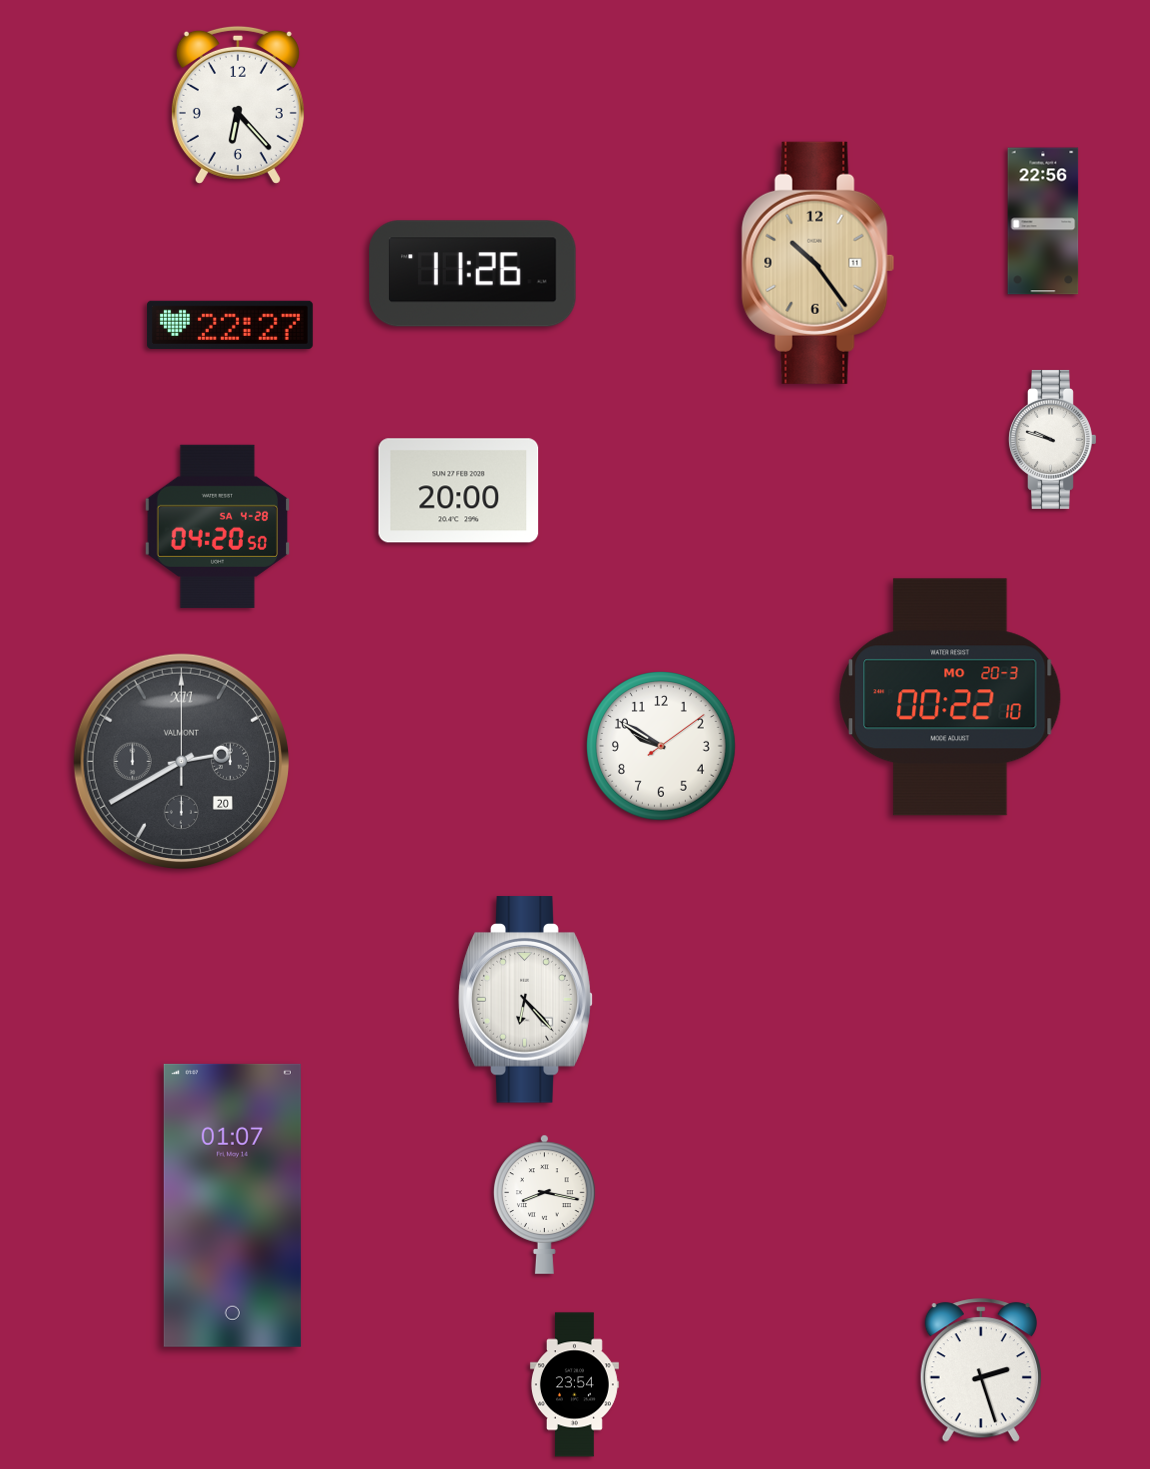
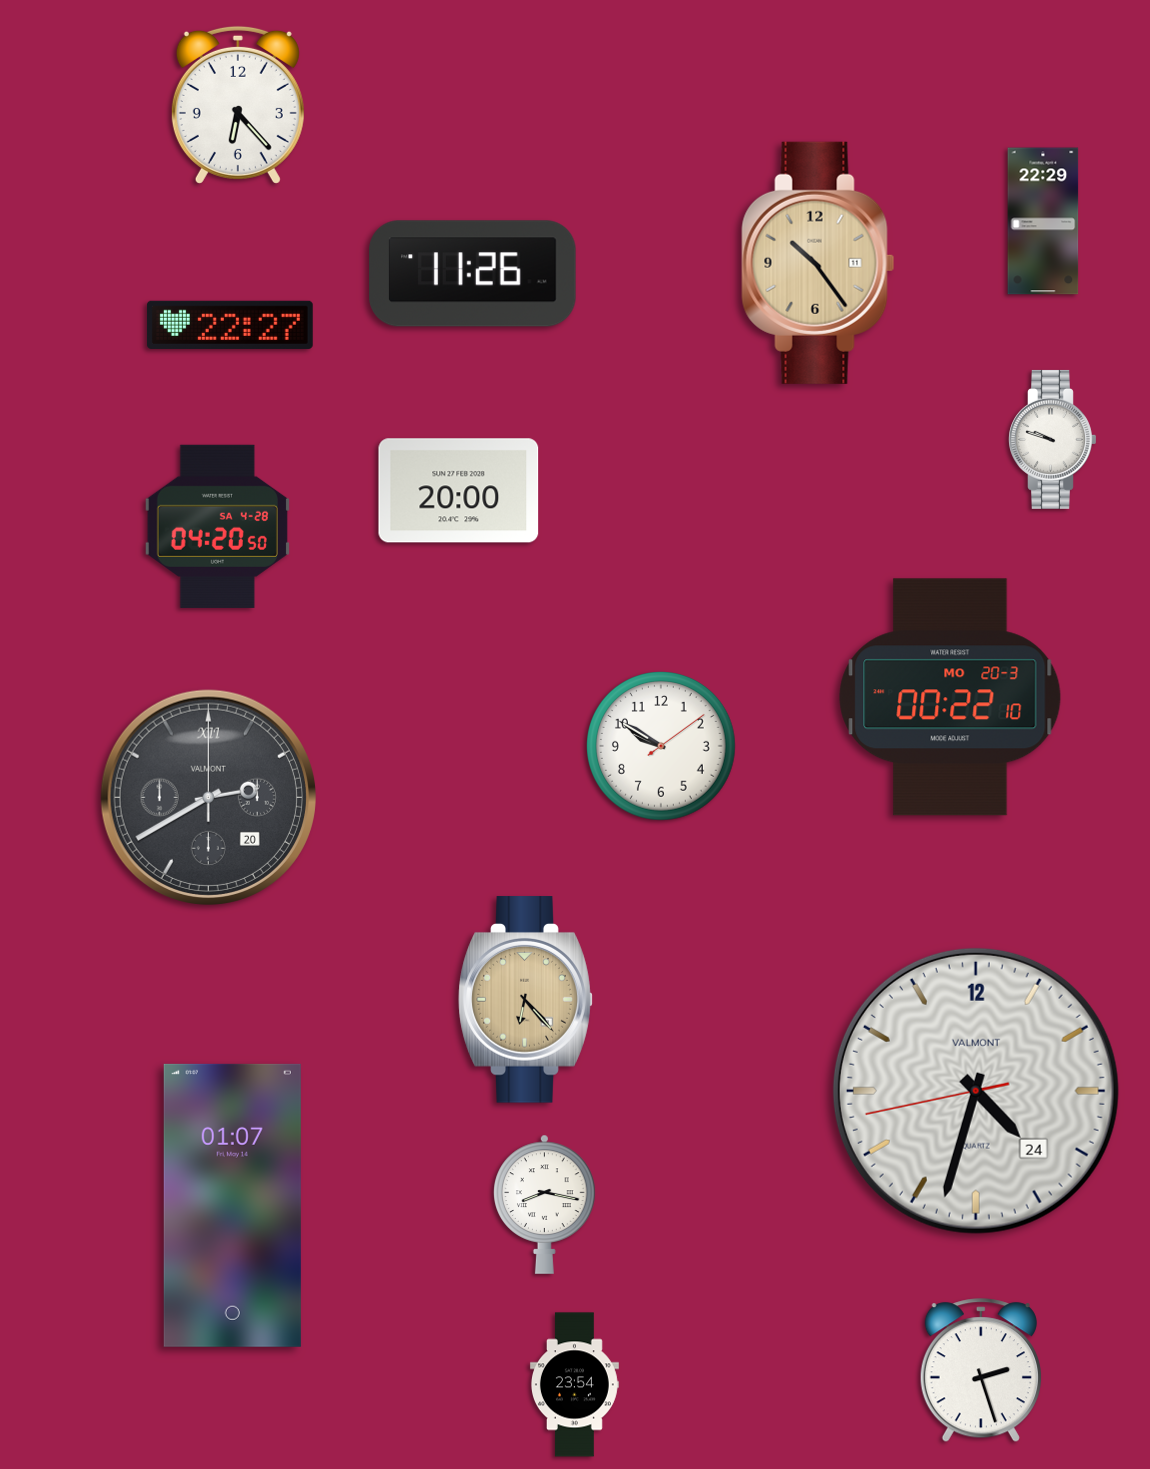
clock at (1043, 221): 22:56 -> 22:29
clock at (181, 761) position: (181, 761) -> (208, 797)
clock at (526, 1000) dial: white -> champagne
clock at (976, 1091): none -> 4:32
